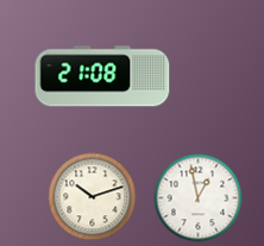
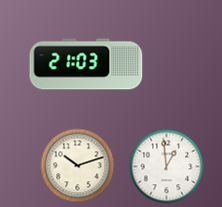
clock at (102, 76): 21:08 -> 21:03
clock at (199, 198): 12:58 -> 12:59
